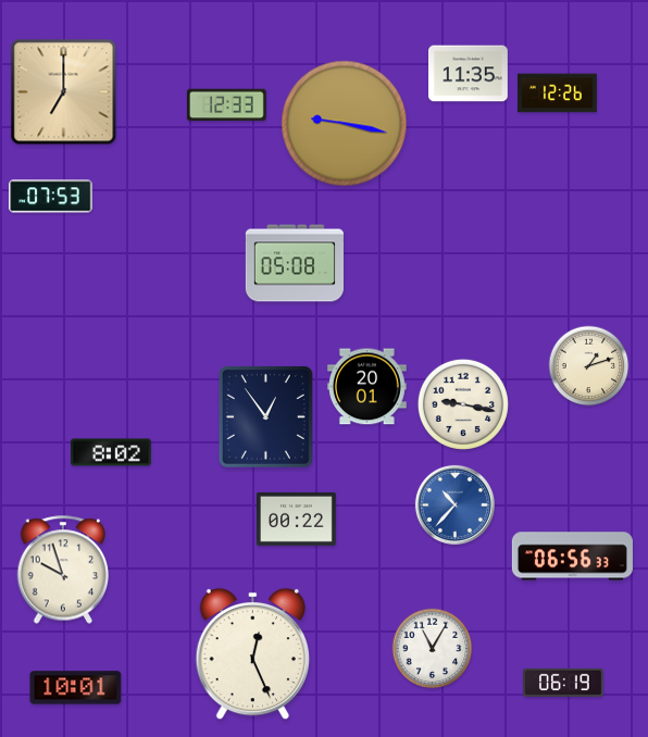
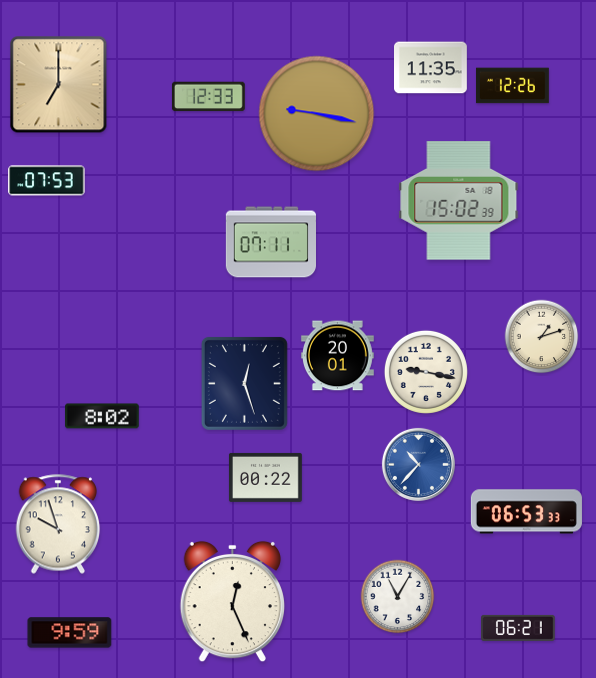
clock at (459, 201): none -> 15:02
clock at (294, 263): 05:08 -> 07:11
clock at (265, 416): 12:54 -> 12:27
clock at (297, 519) position: (297, 519) -> (266, 477)
clock at (572, 557): 06:56 -> 06:53
clock at (563, 683): 06:19 -> 06:21
clock at (76, 688): 10:01 -> 9:59
